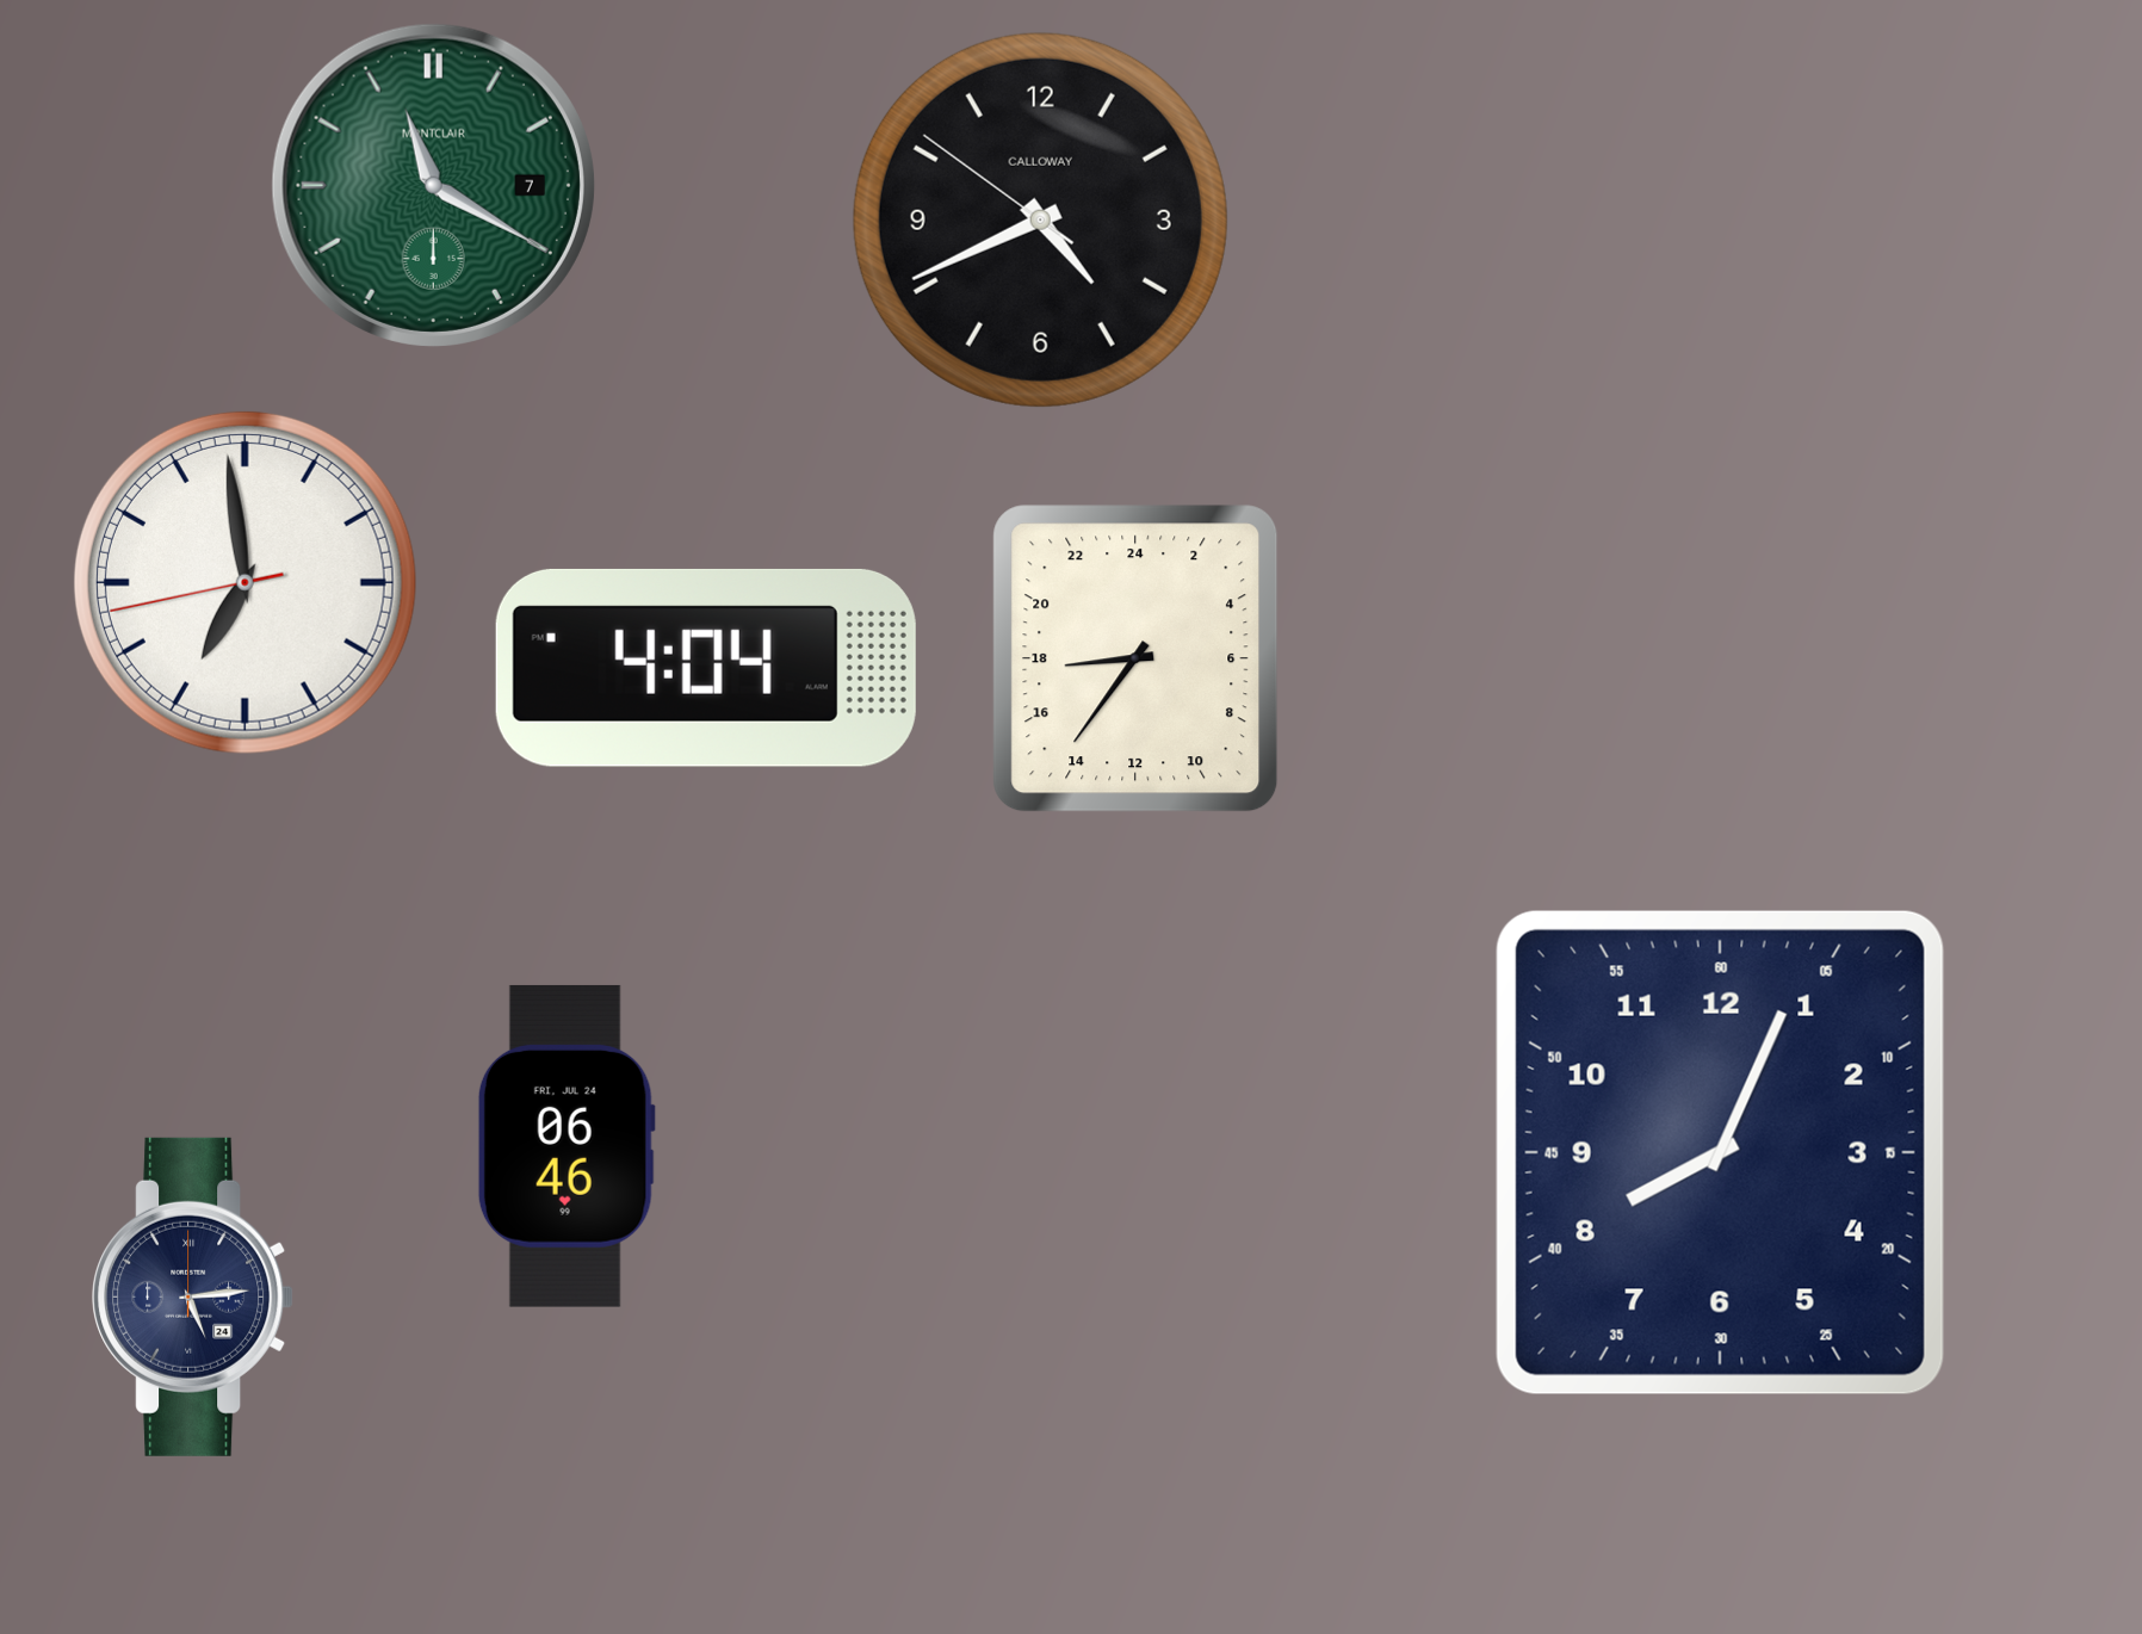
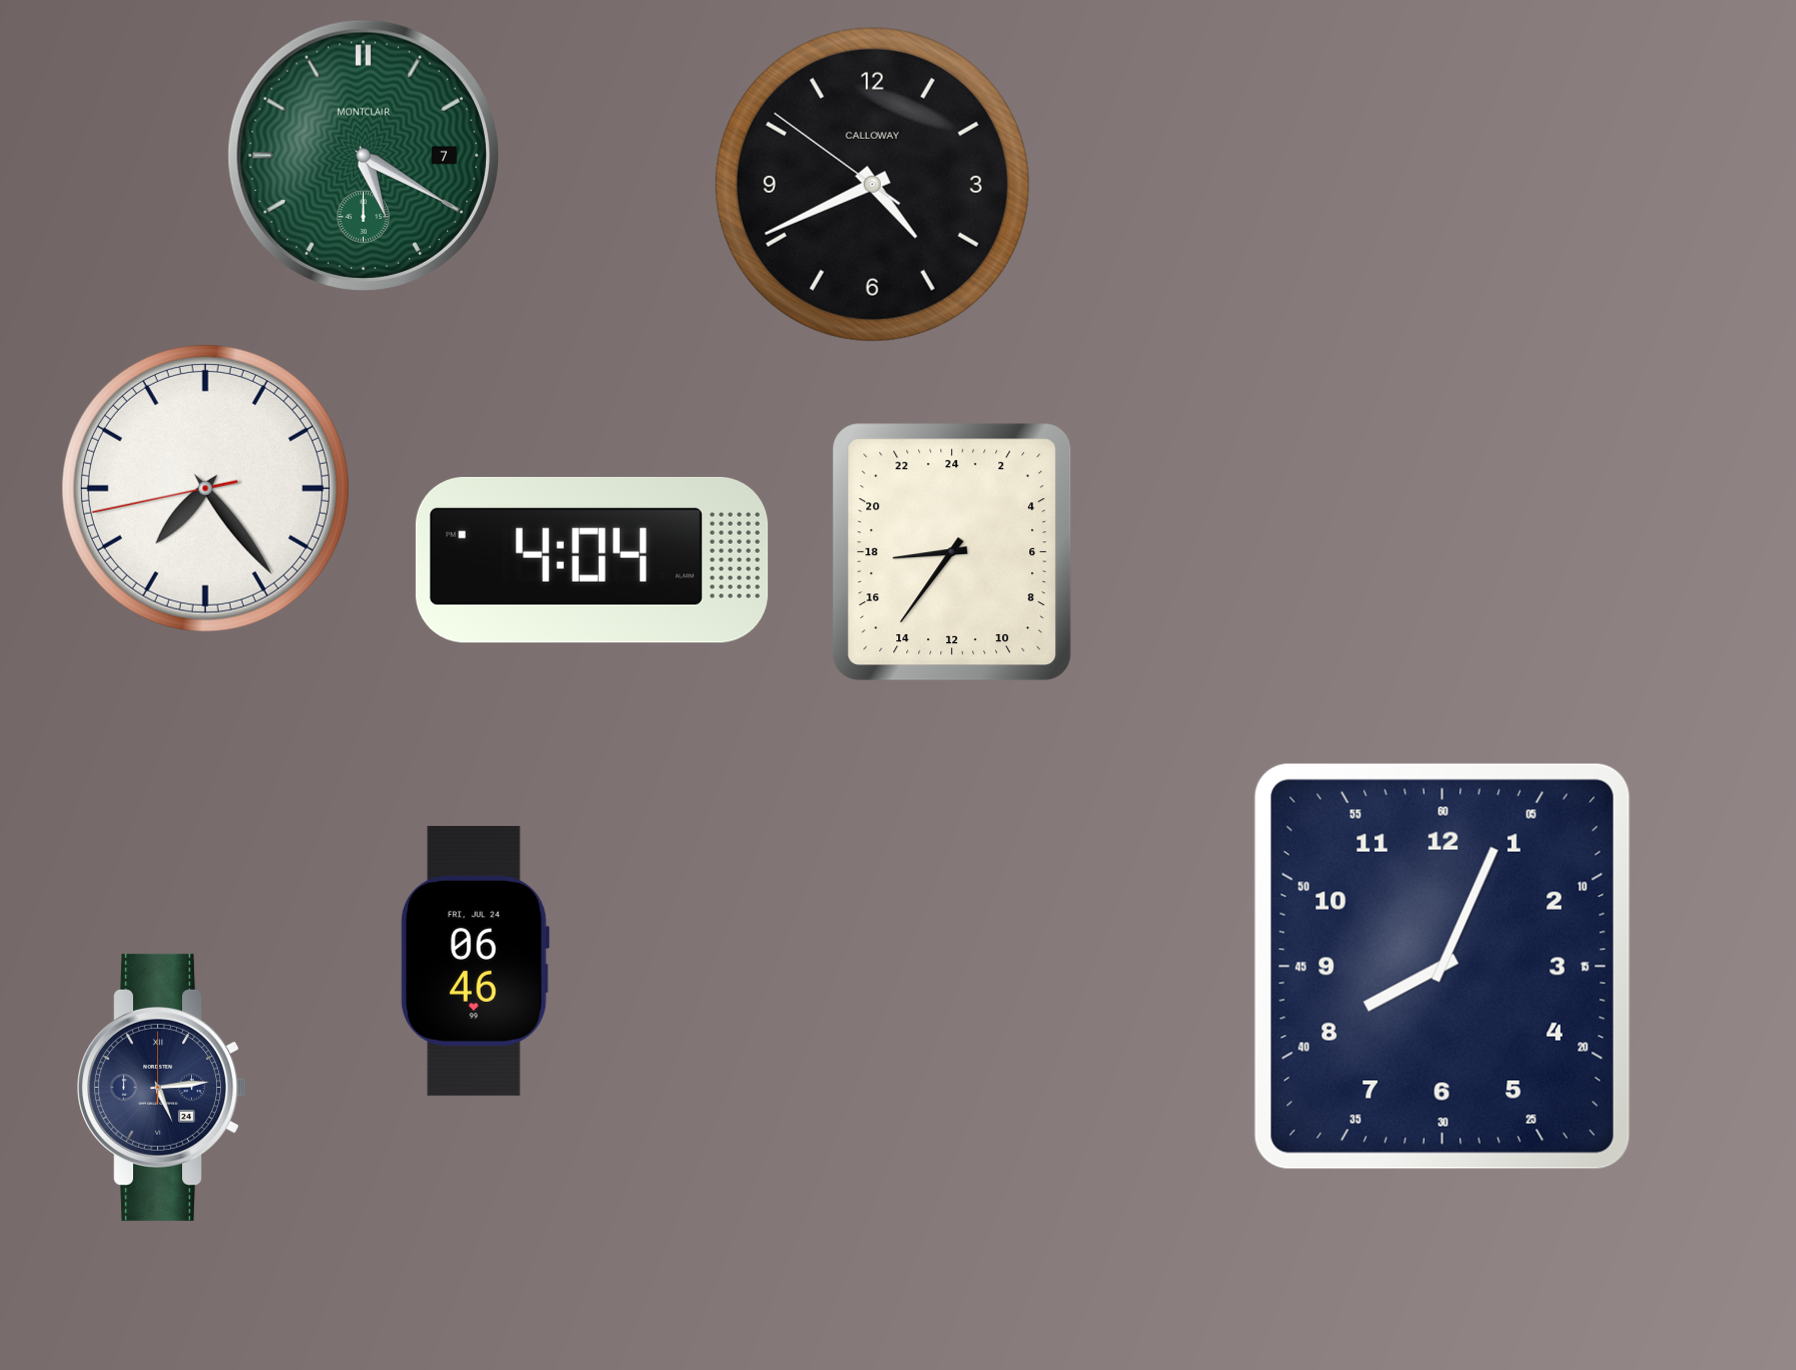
clock at (433, 185): 11:20 -> 5:20
clock at (244, 582): 6:58 -> 7:23
